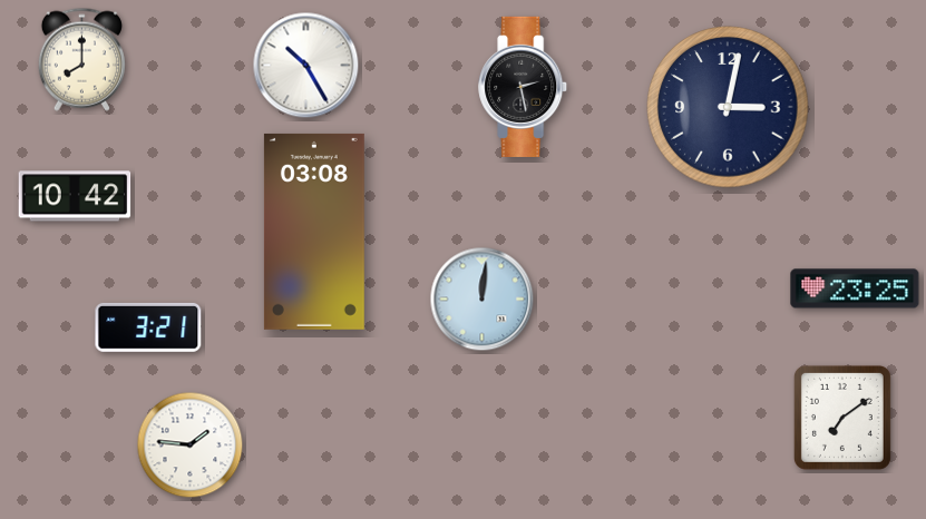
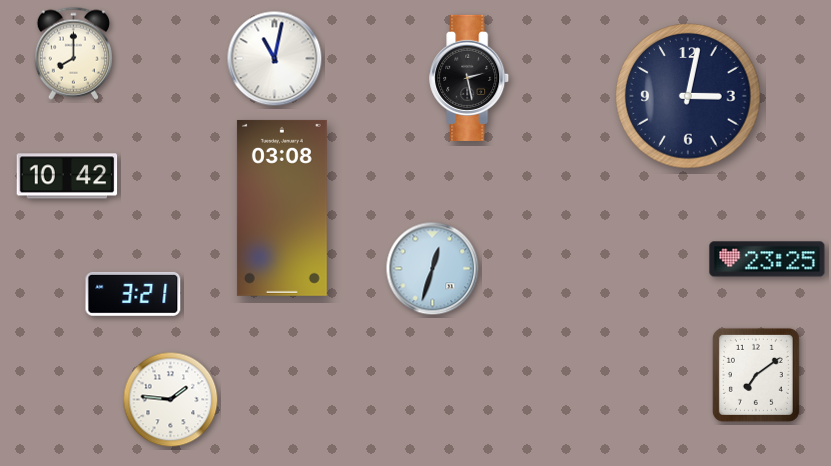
clock at (306, 66): 10:25 -> 11:02
clock at (728, 107) position: (728, 107) -> (688, 96)
clock at (483, 300): 12:01 -> 12:33
